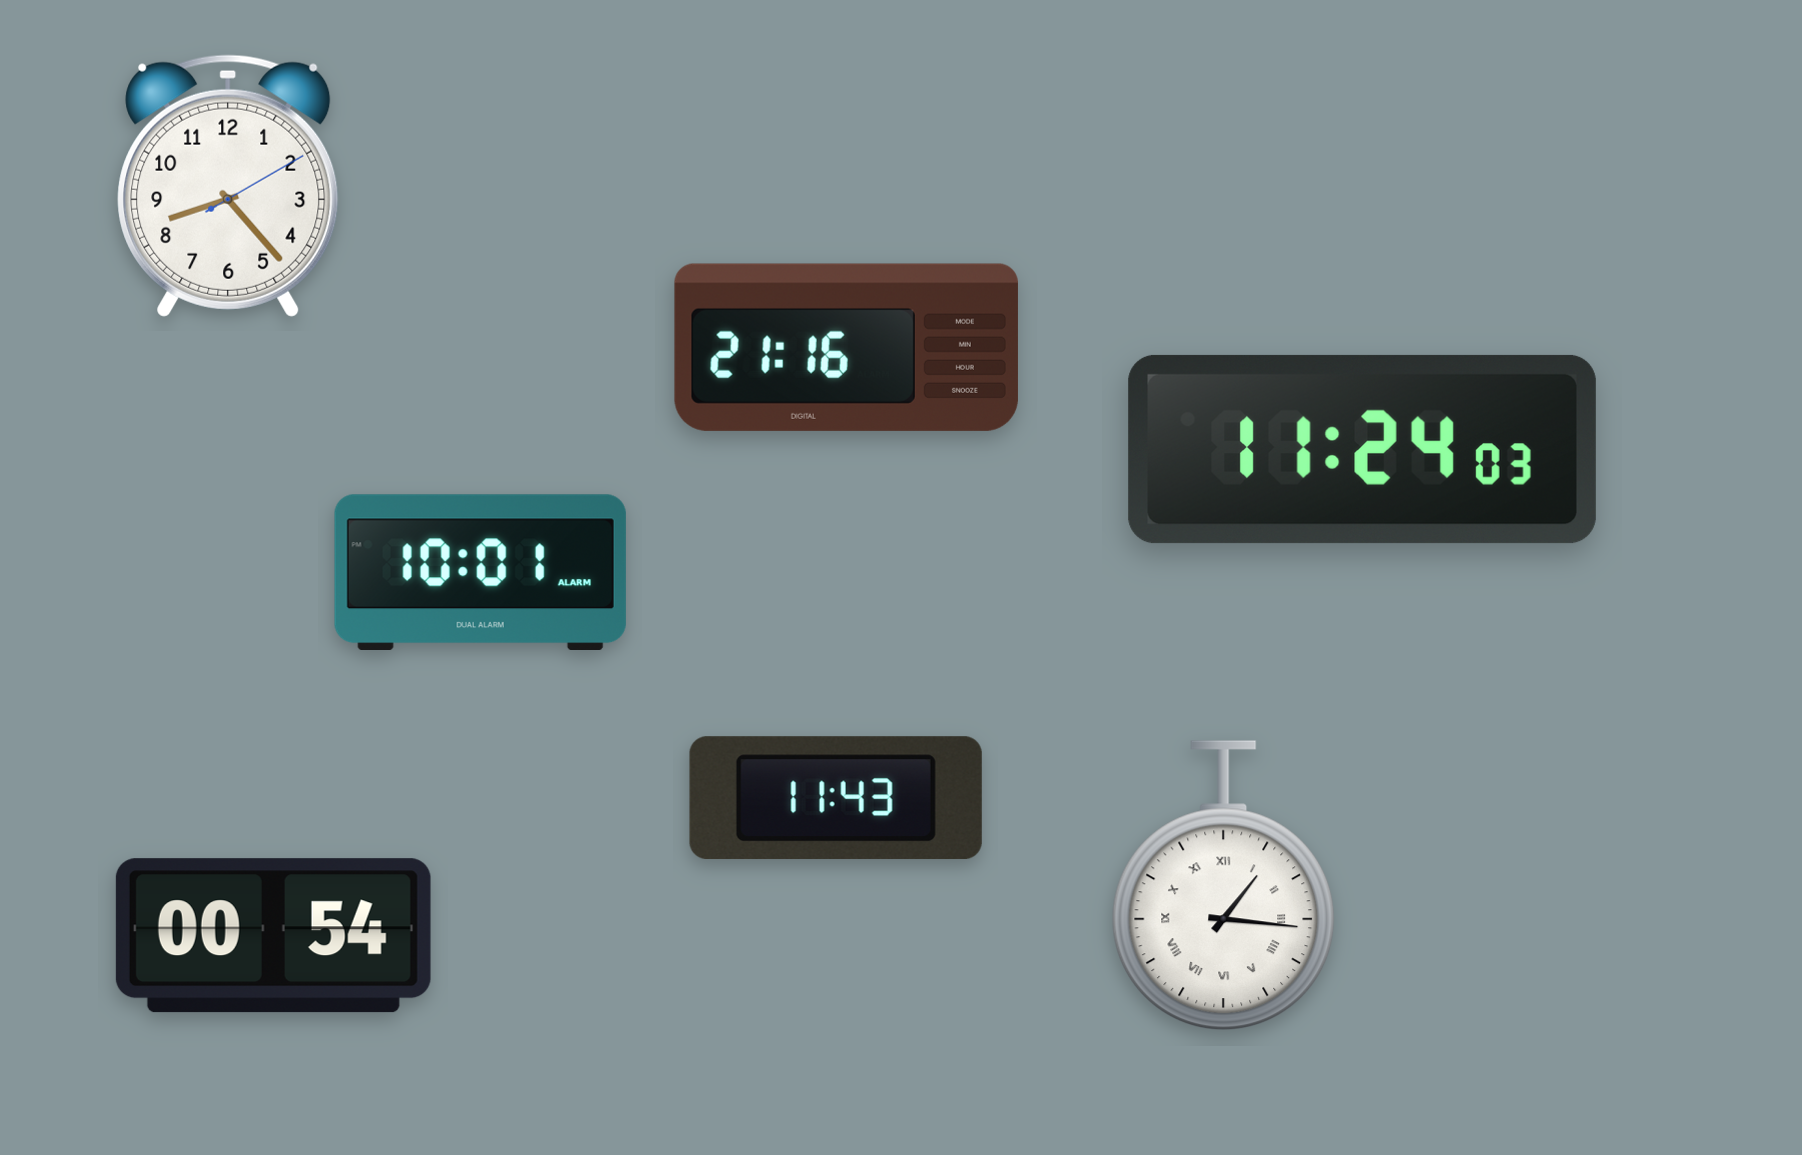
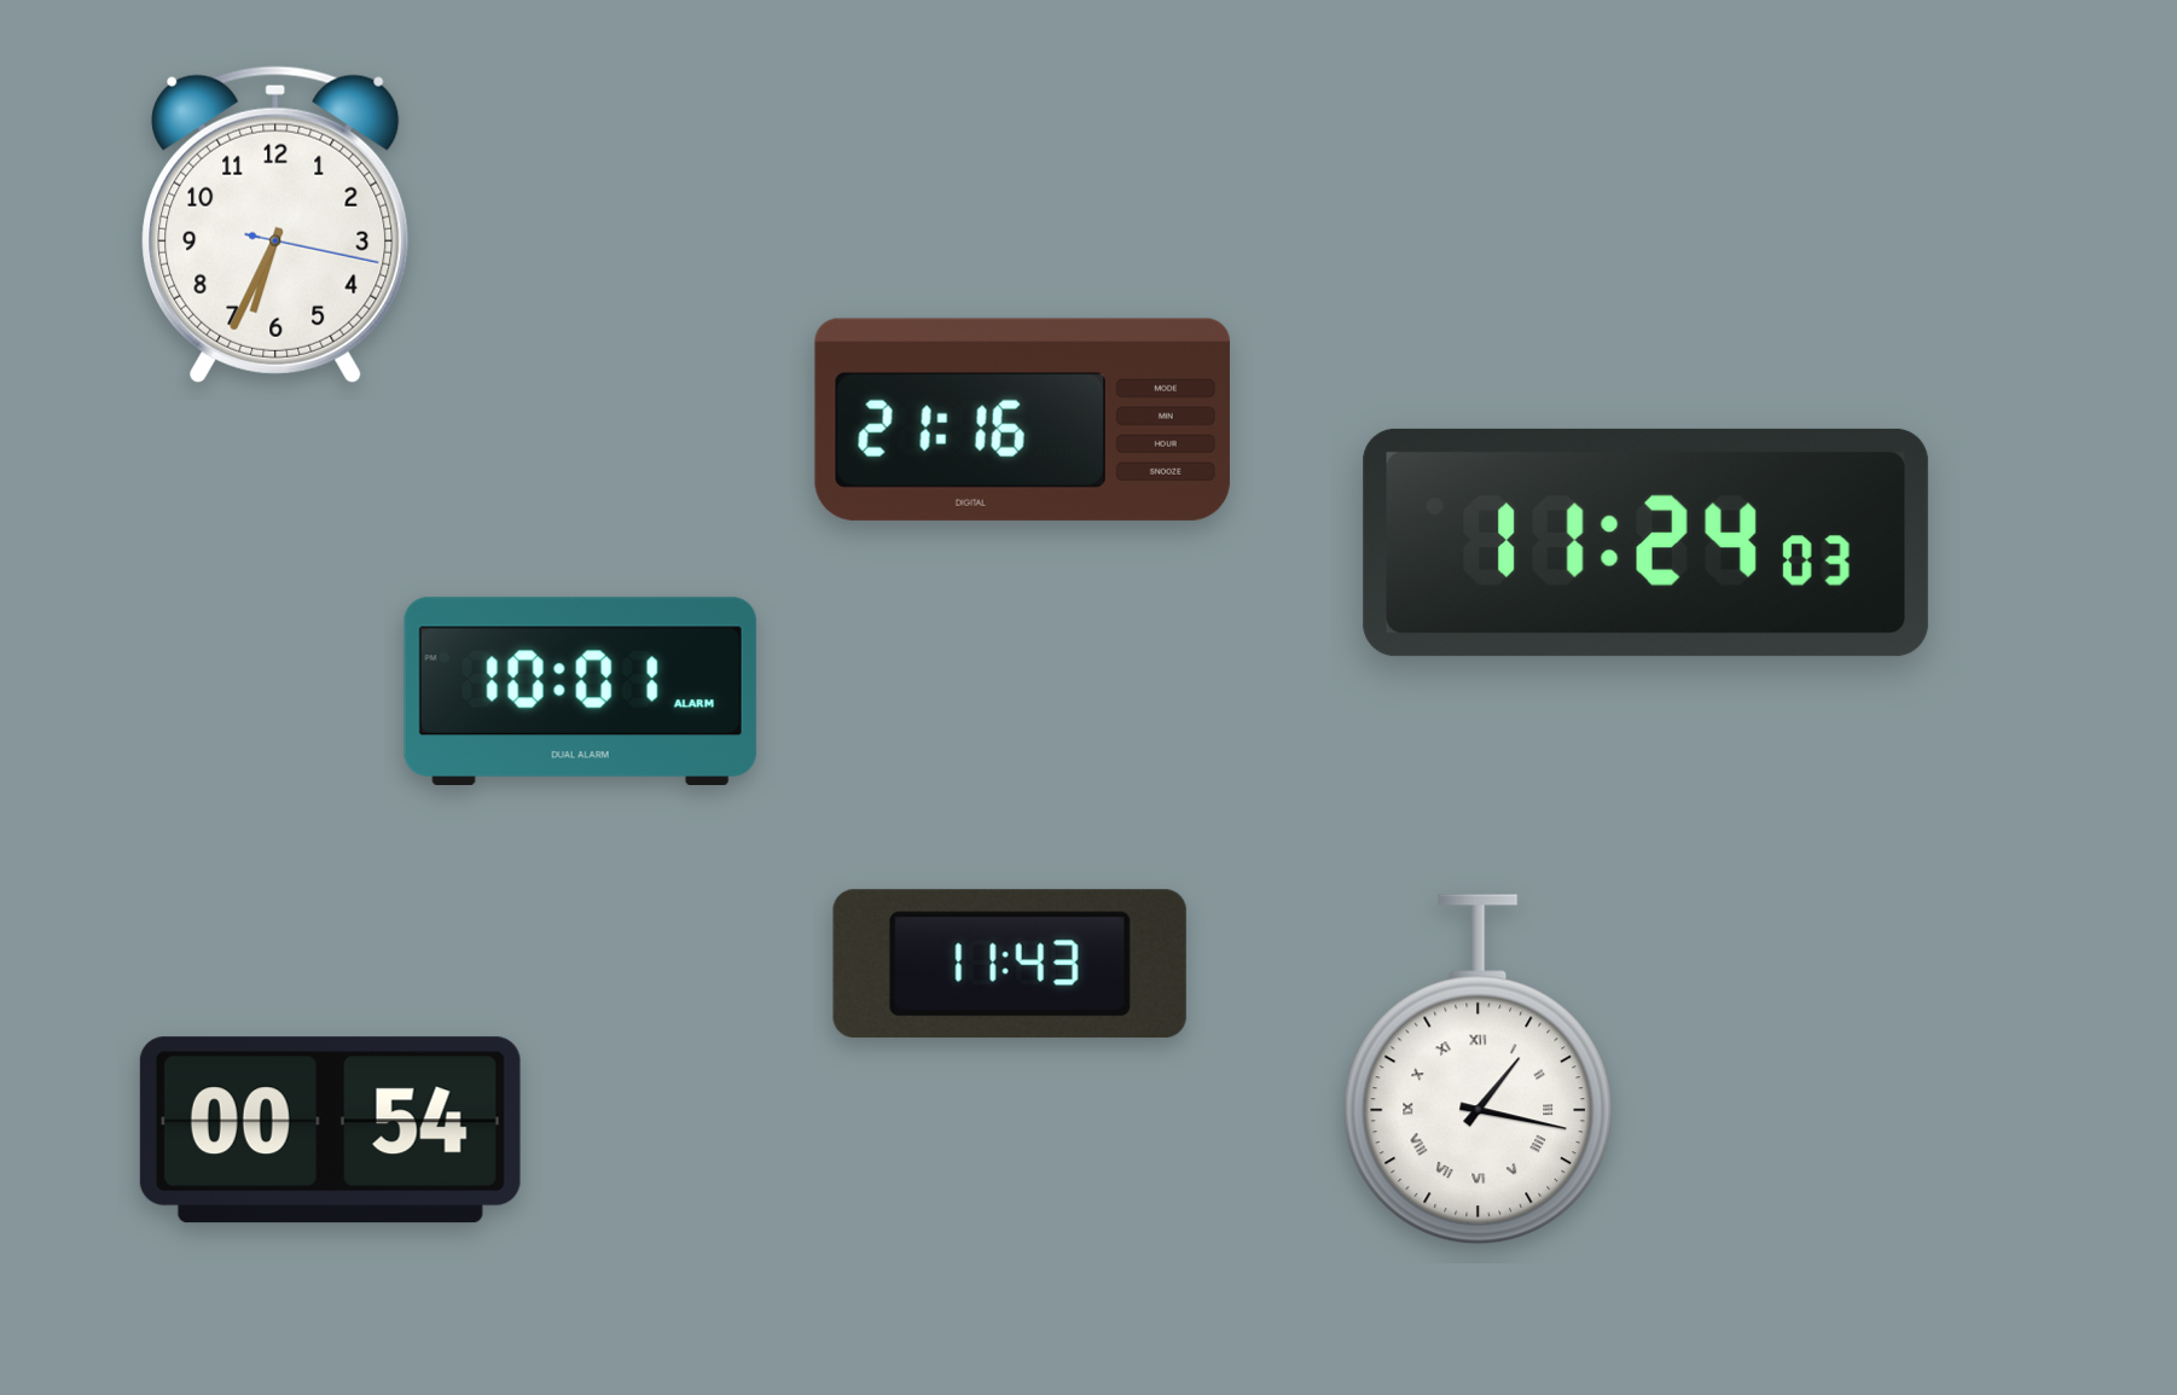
clock at (228, 186): 8:23 -> 6:34
clock at (1224, 885): 1:16 -> 1:17
